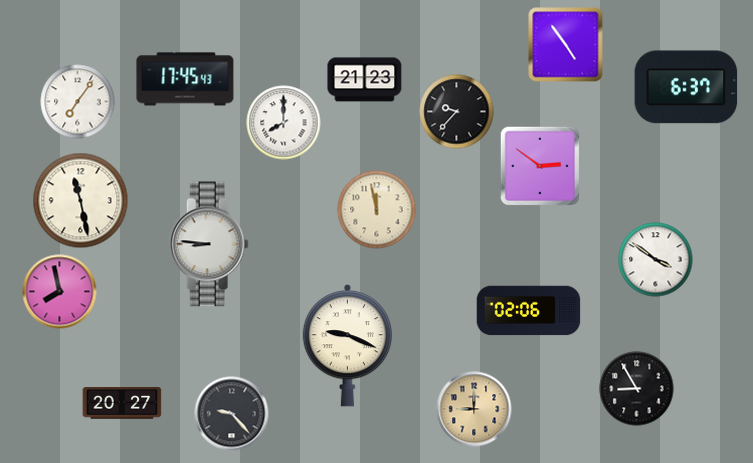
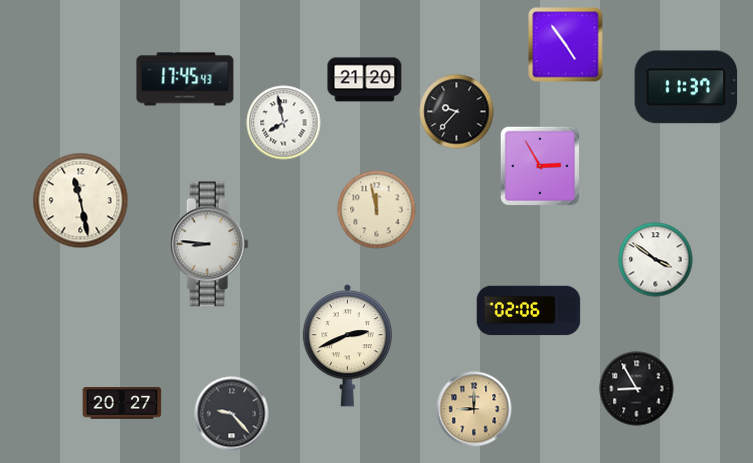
clock at (365, 80): 21:23 -> 21:20
clock at (686, 87): 6:37 -> 11:37
clock at (78, 102): 7:06 -> none
clock at (284, 123): 8:00 -> 7:58
clock at (540, 166): 2:51 -> 2:55
clock at (60, 292): 7:58 -> none
clock at (347, 346): 9:19 -> 2:41
